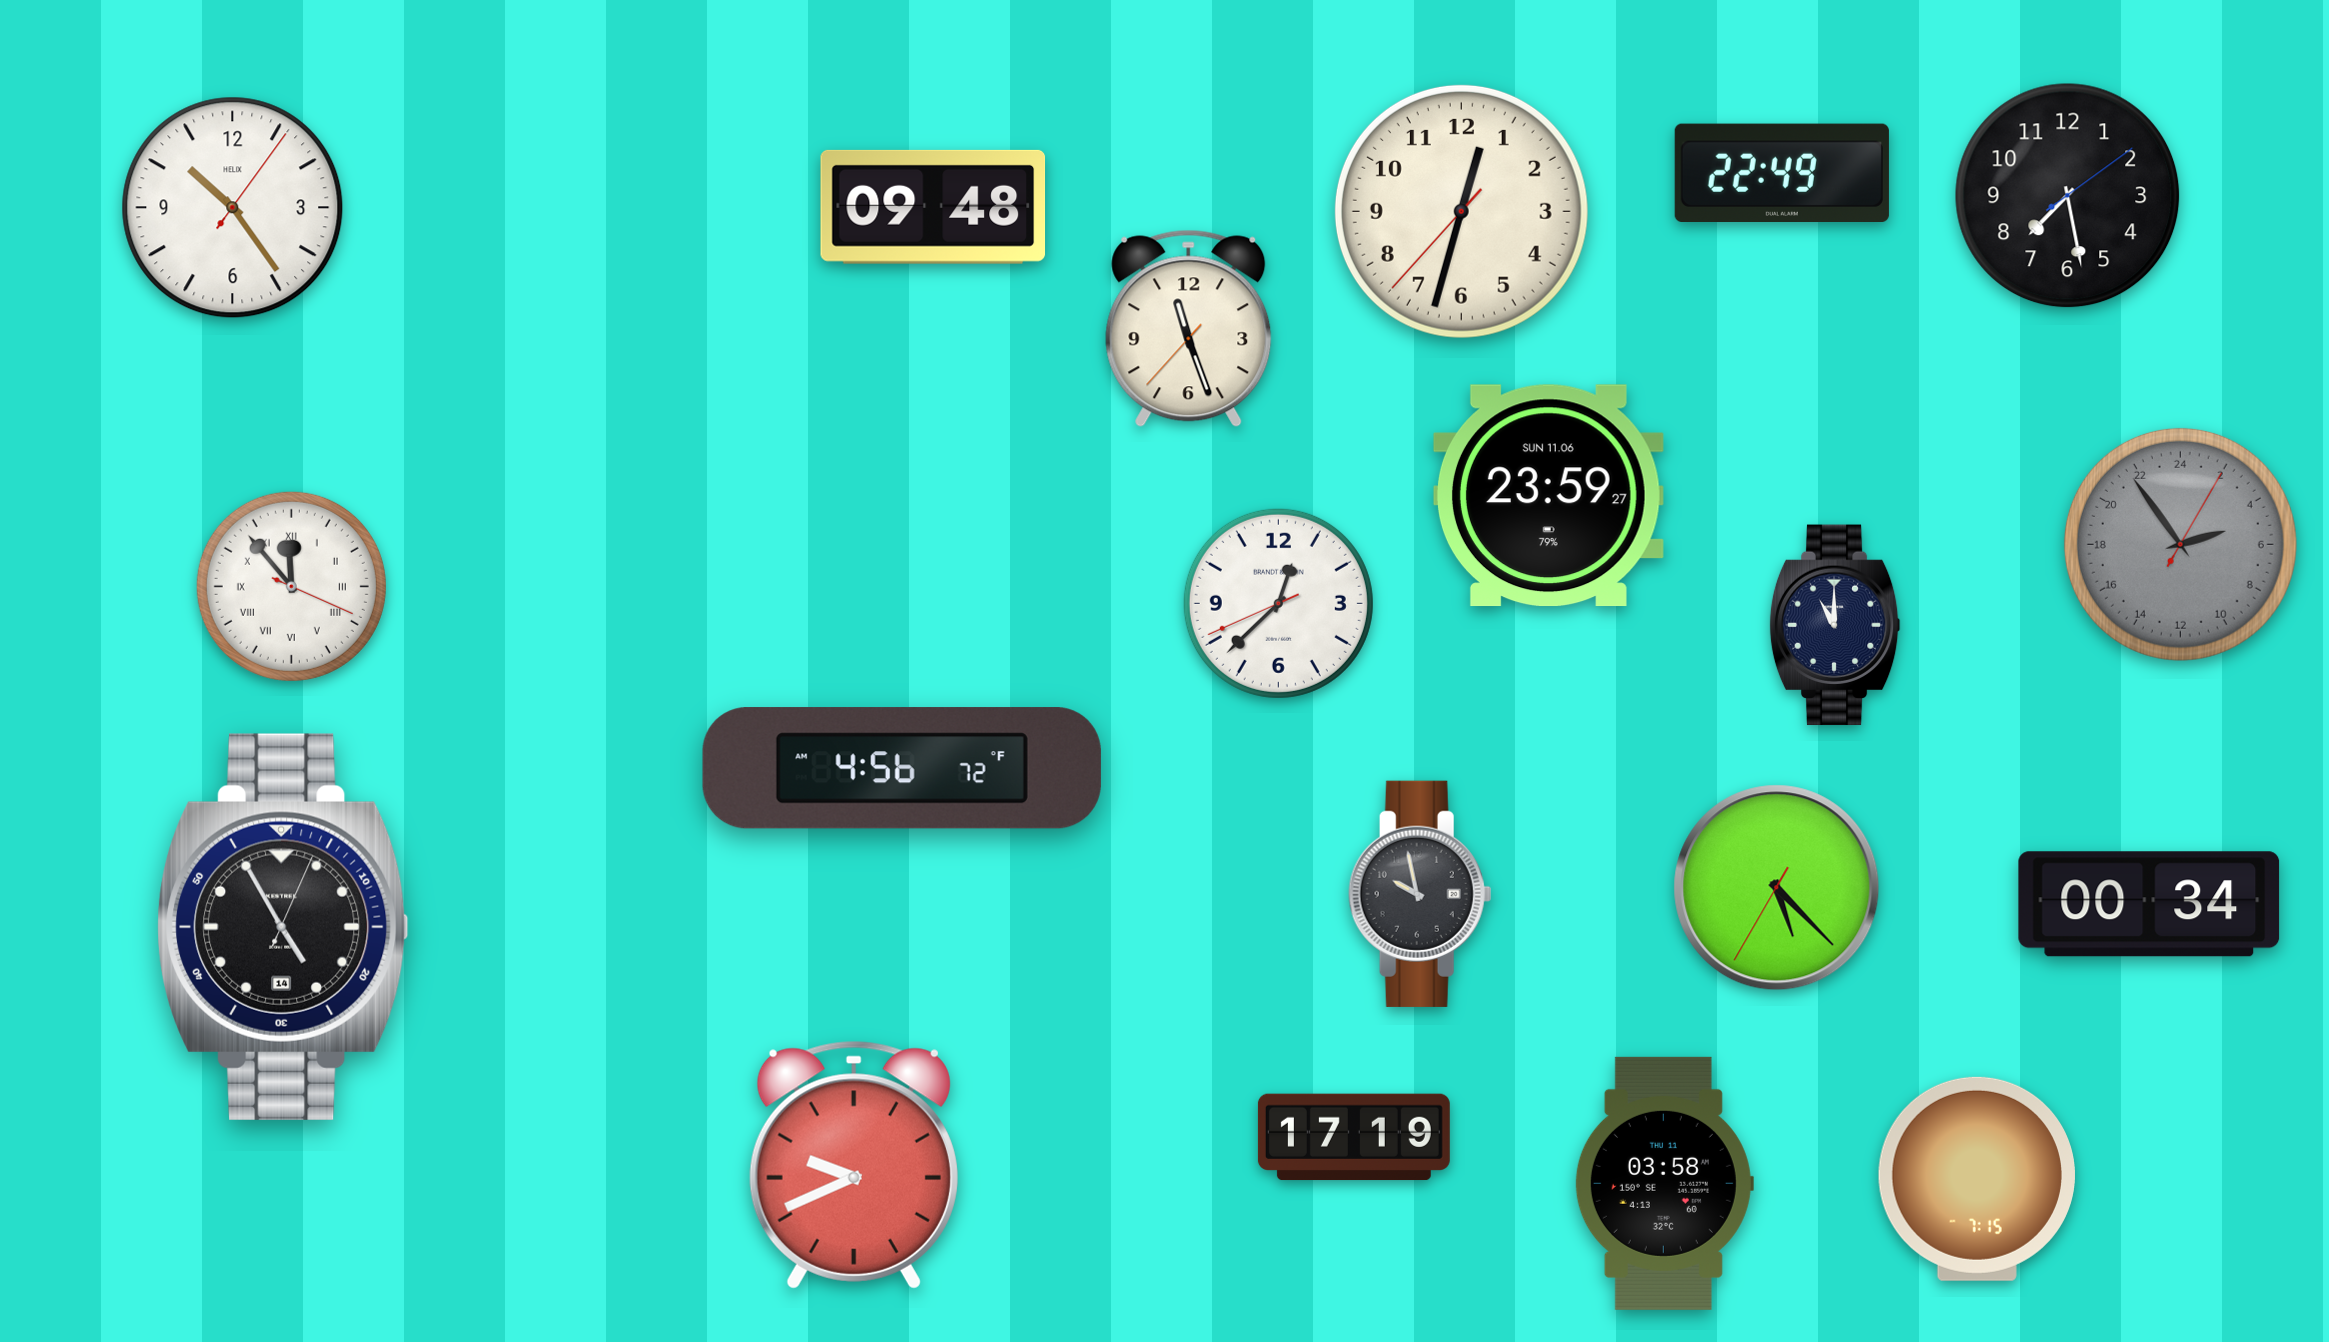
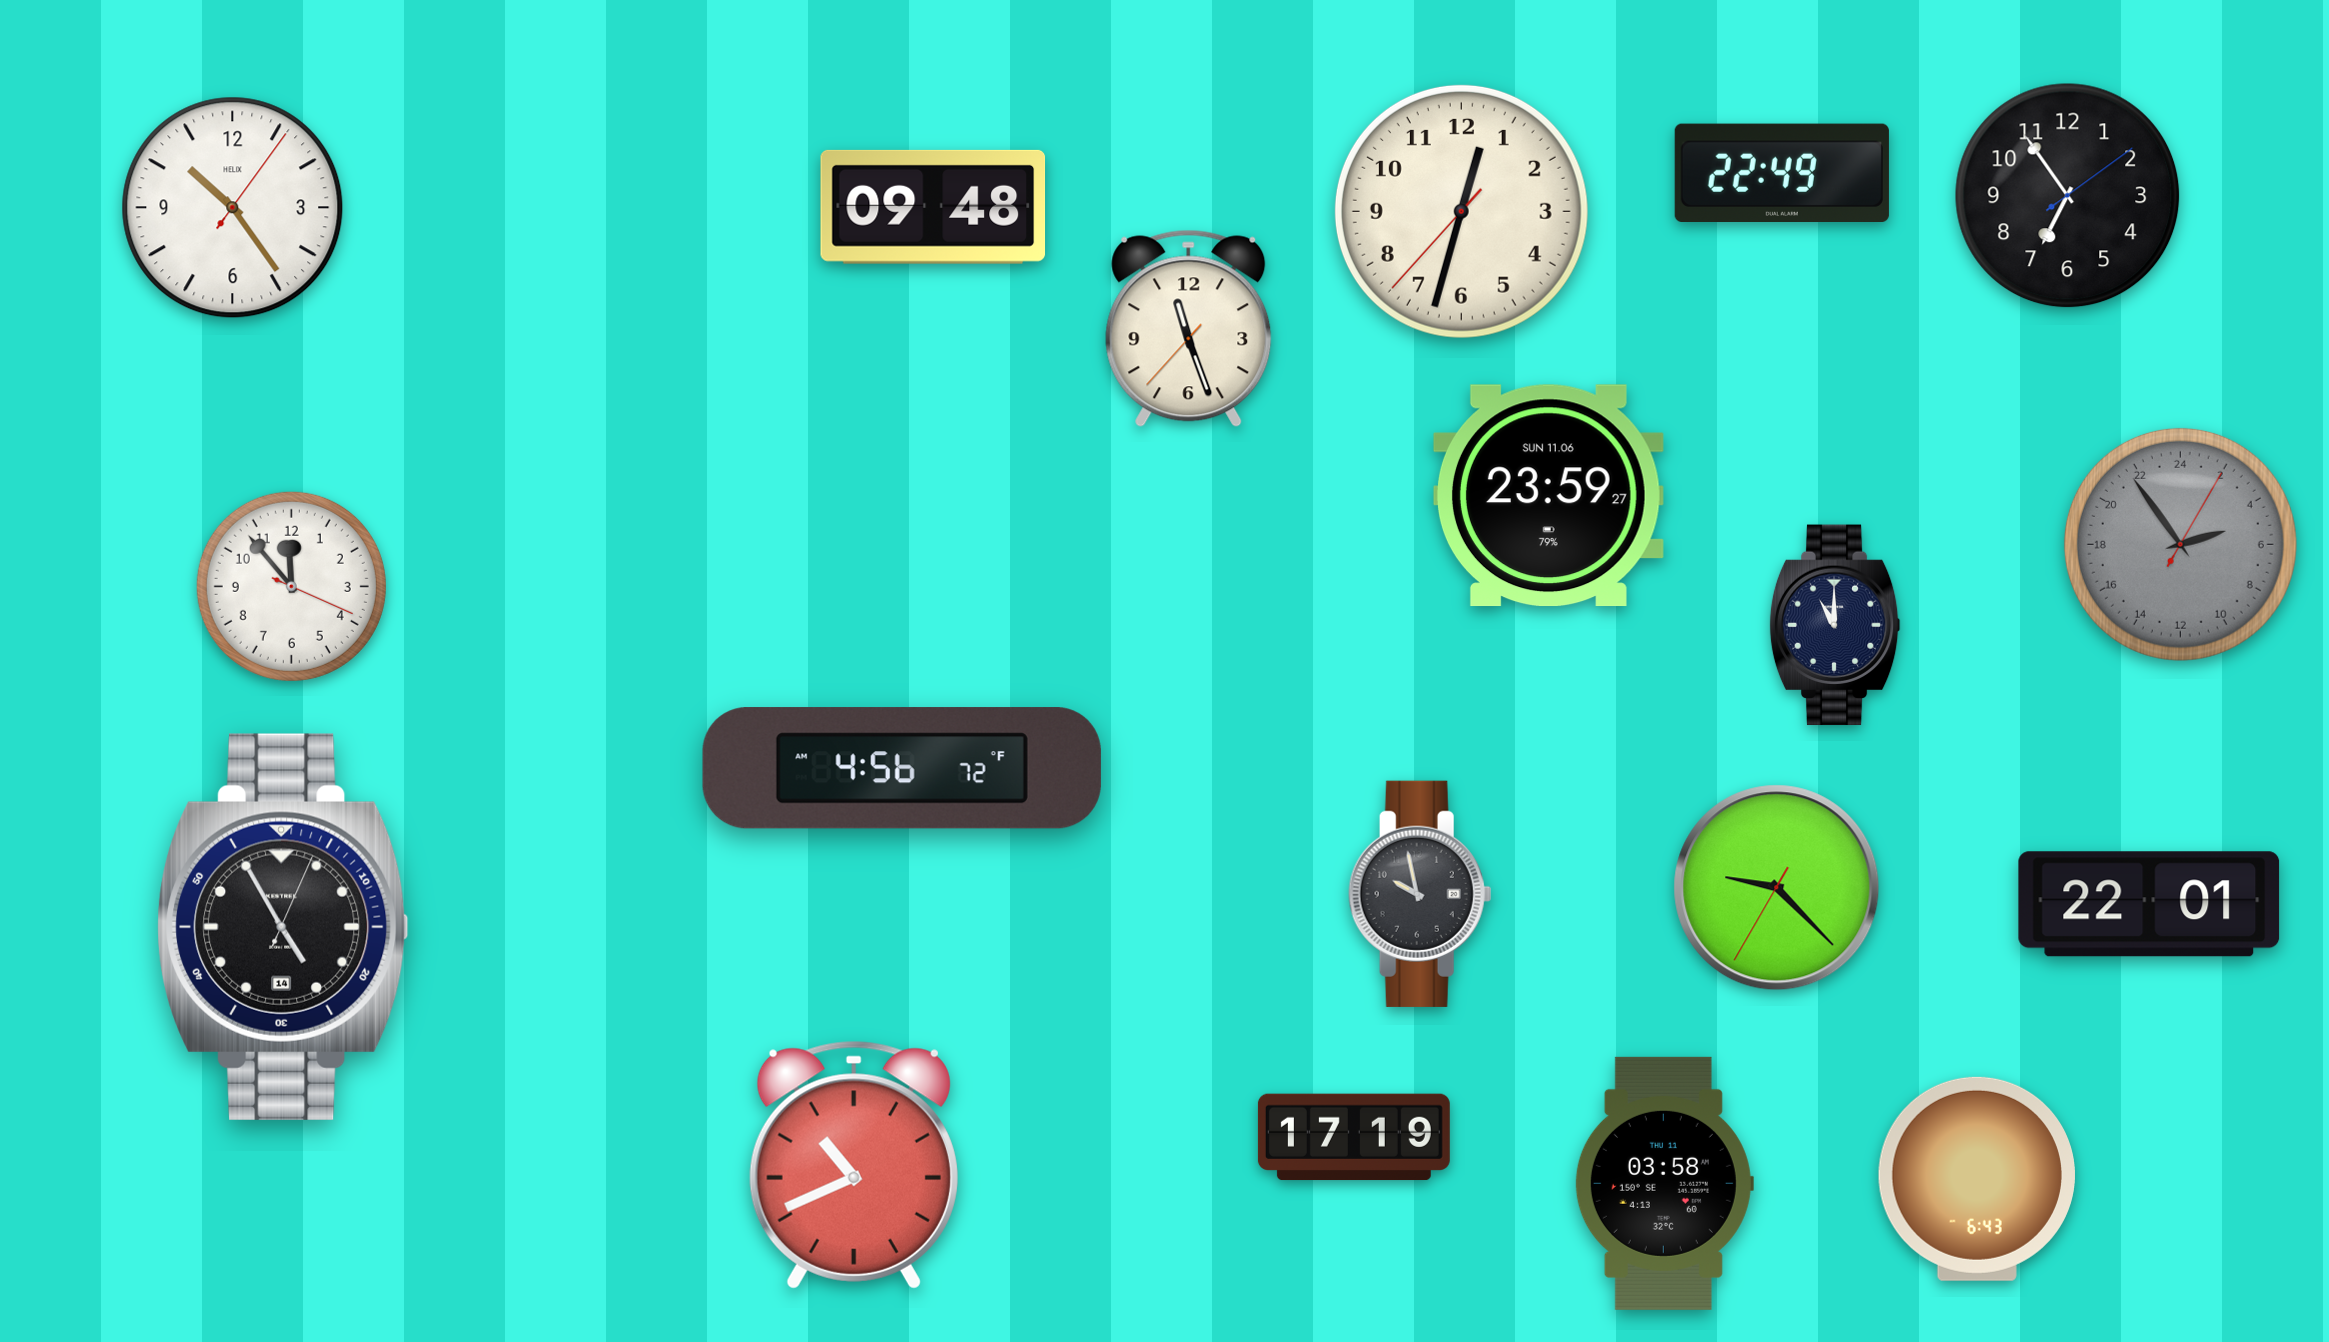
clock at (2068, 196): 7:28 -> 6:54
clock at (291, 586) numerals: Roman -> Arabic
clock at (1278, 603): 12:37 -> none
clock at (1777, 888): 5:22 -> 9:22
clock at (2149, 904): 00:34 -> 22:01
clock at (854, 1165): 9:41 -> 10:41
clock at (1977, 1179): 7:15 -> 6:43
